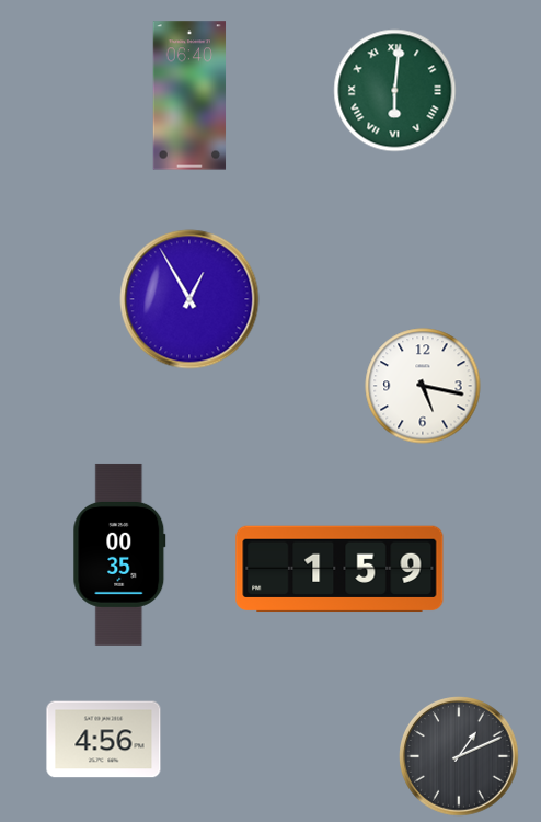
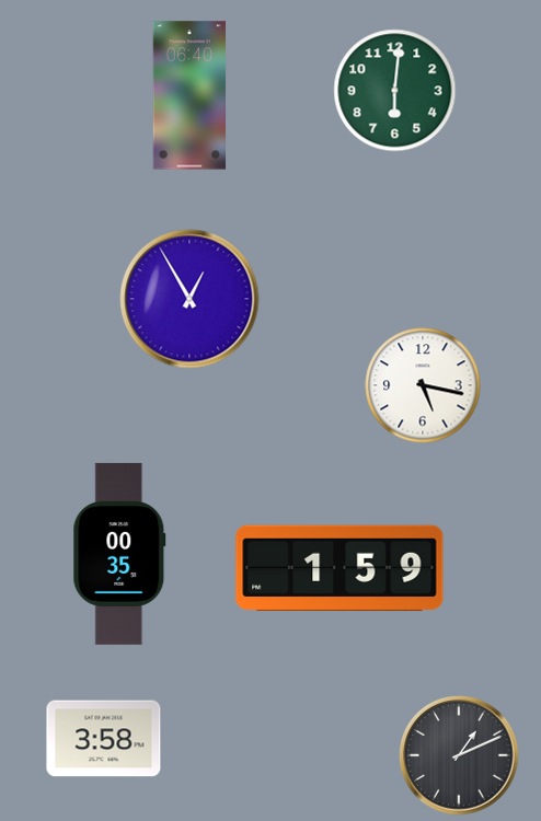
clock at (395, 91) numerals: Roman -> Arabic
clock at (104, 740): 4:56 -> 3:58
